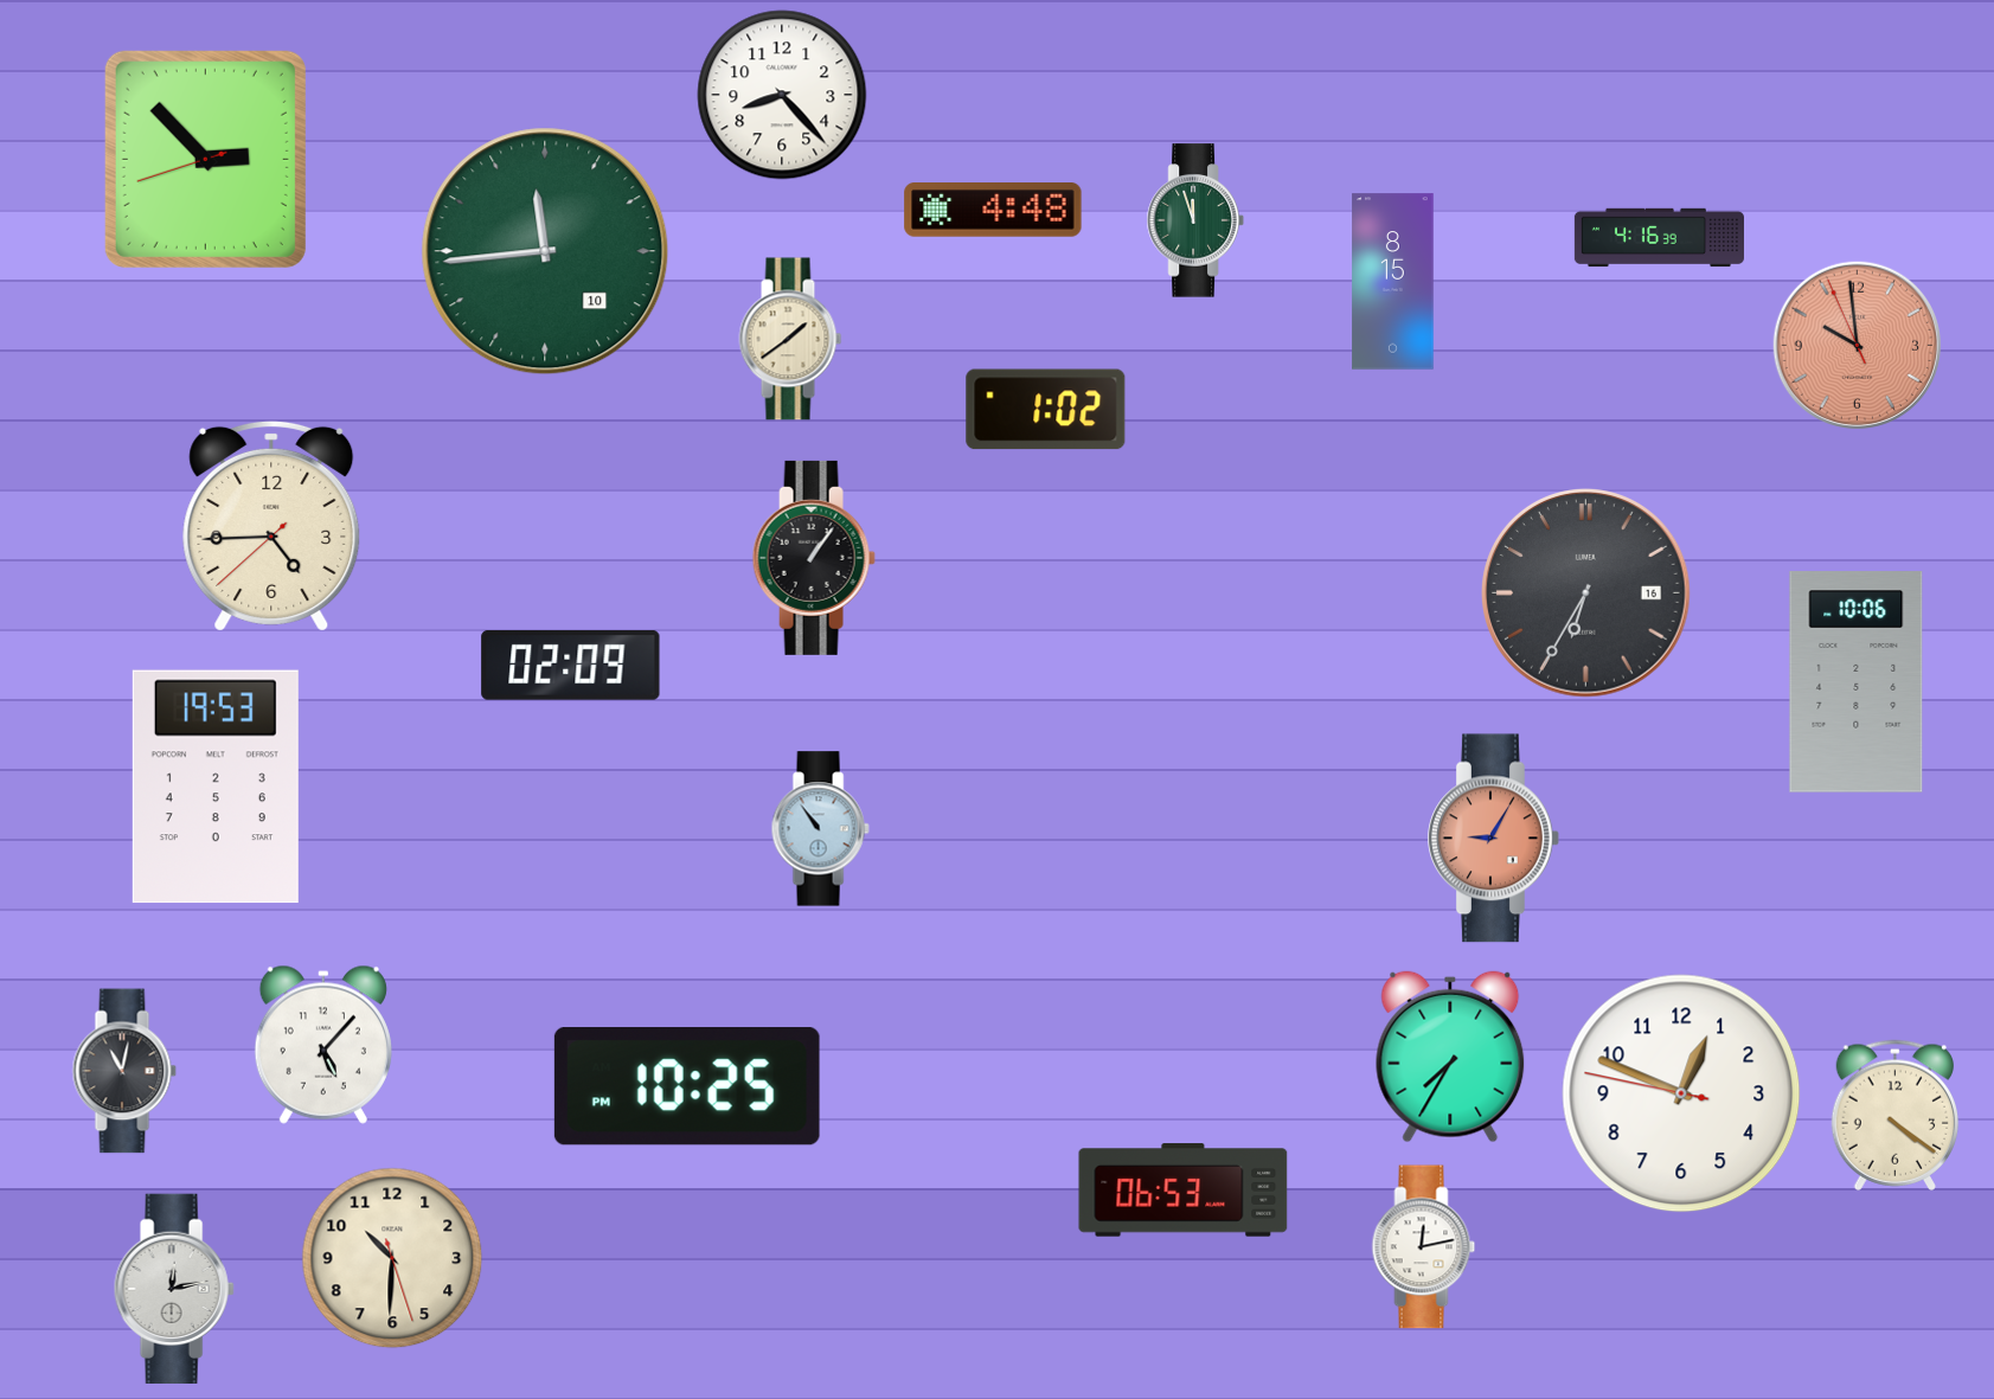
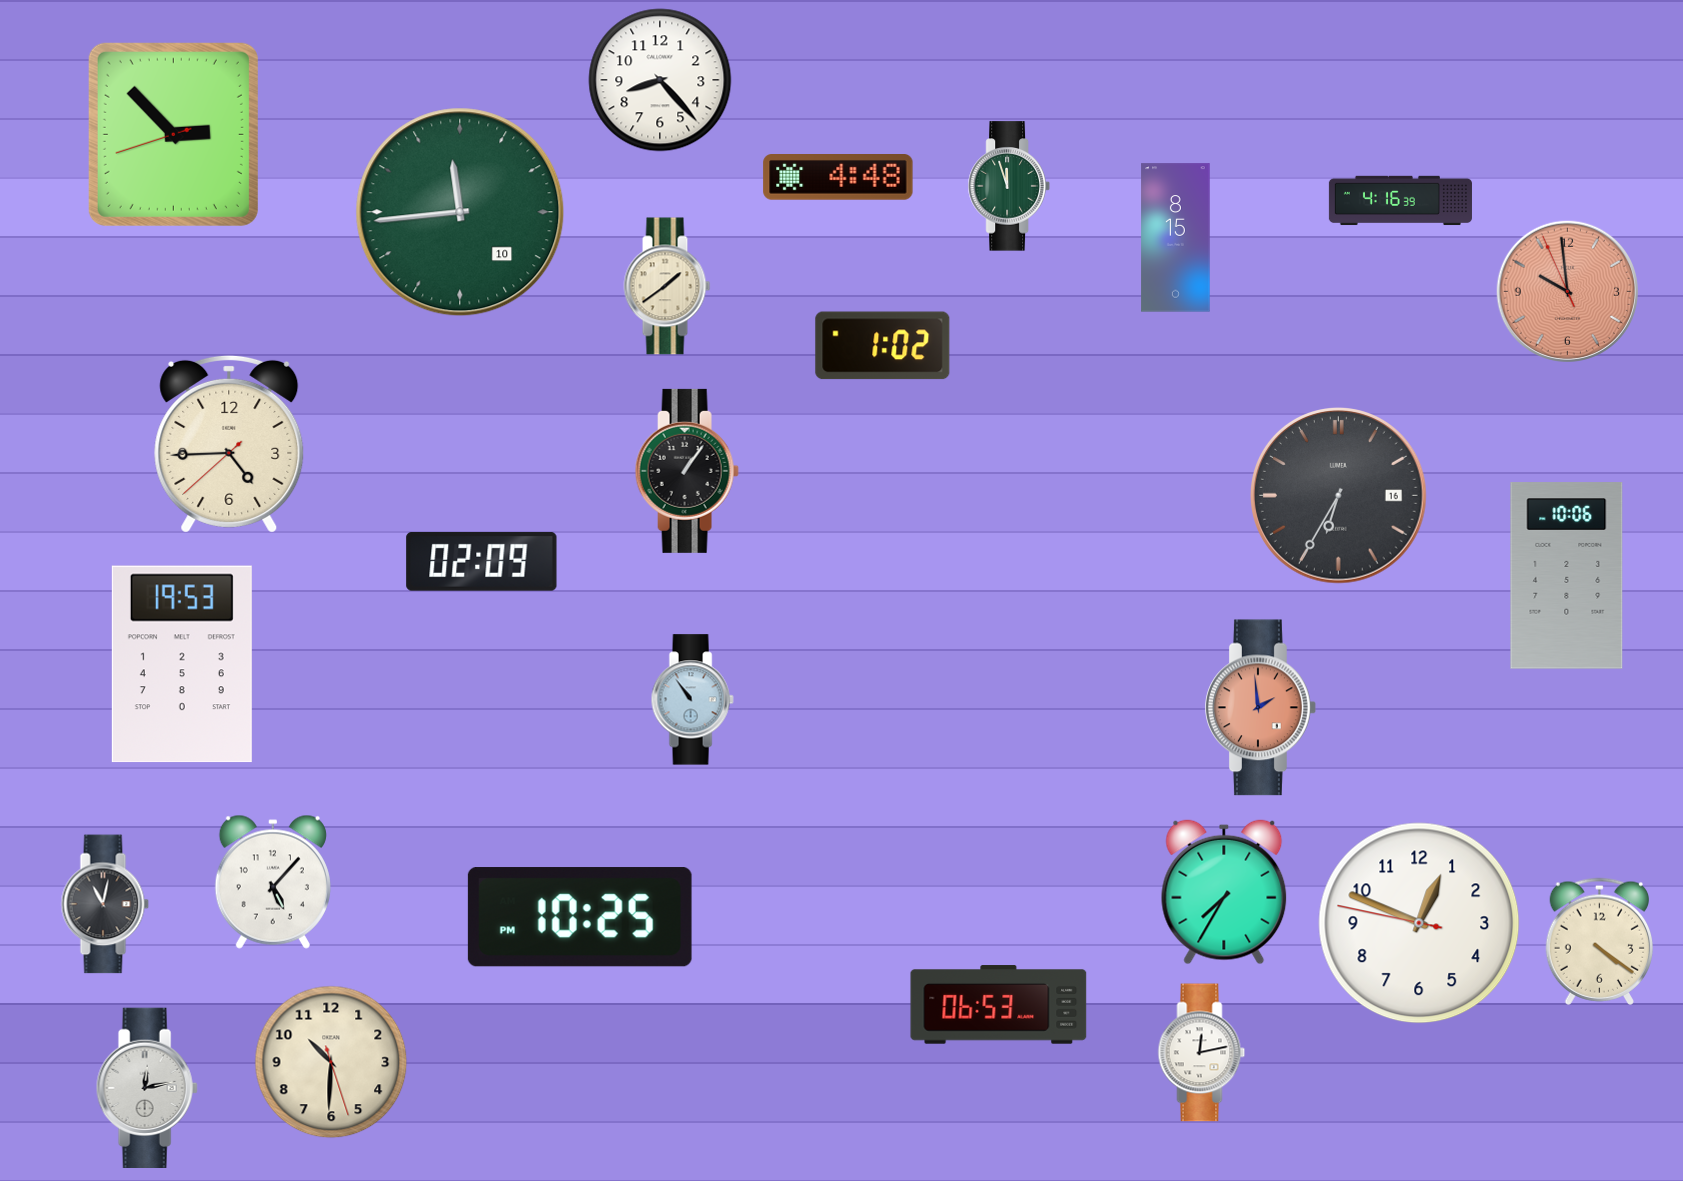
clock at (1586, 593) position: (1586, 593) -> (1339, 496)
clock at (1494, 839): 9:05 -> 1:59
